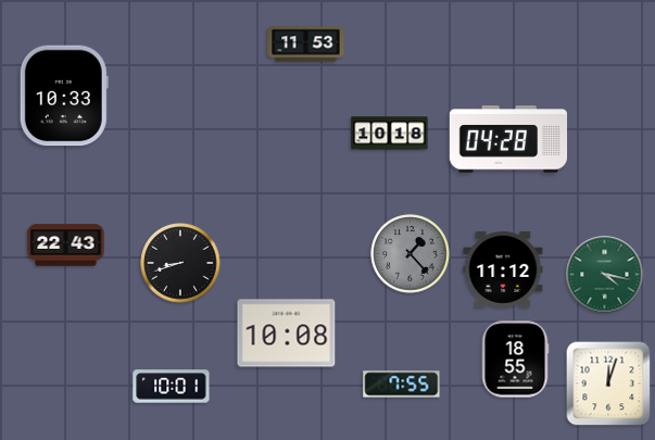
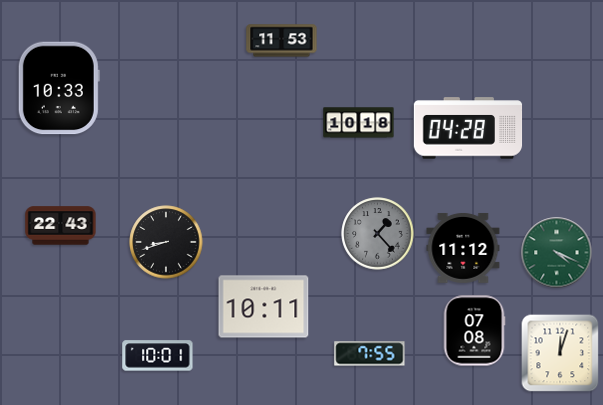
clock at (605, 275): 4:17 -> 4:19
clock at (287, 334): 10:08 -> 10:11
clock at (515, 360): 18:55 -> 07:08
